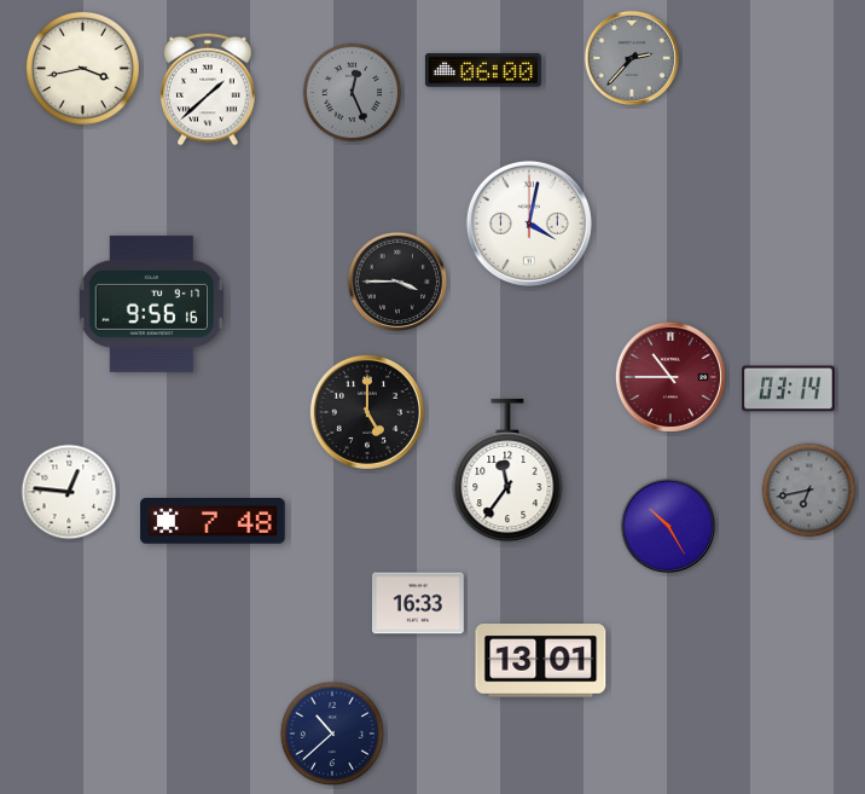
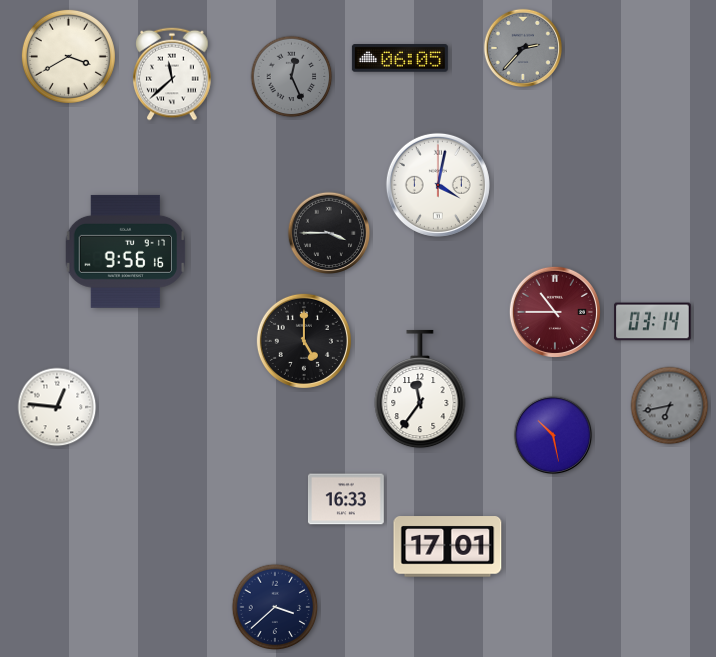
clock at (82, 68): 3:43 -> 3:40
clock at (483, 70): 06:00 -> 06:05
clock at (208, 89): 1:38 -> 11:38
clock at (213, 522): 7:48 -> none
clock at (668, 526): 10:25 -> 10:28
clock at (541, 661): 13:01 -> 17:01
clock at (332, 734): 10:38 -> 3:38
